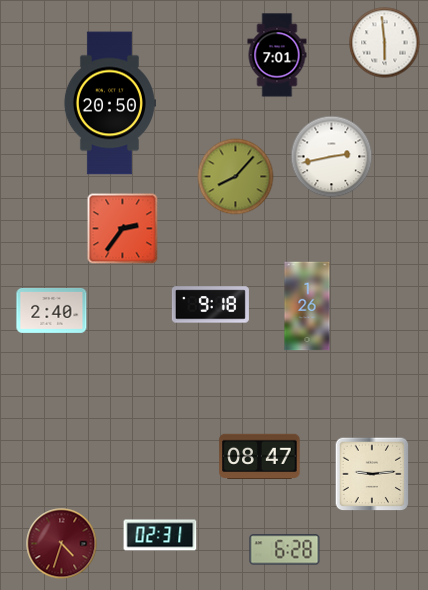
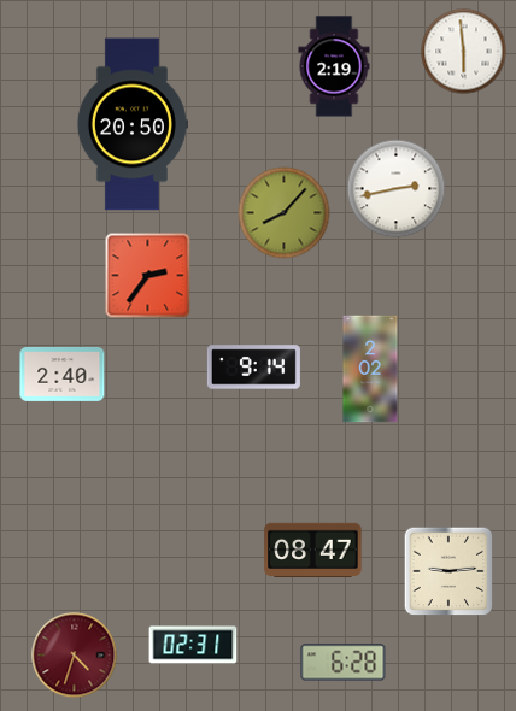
clock at (277, 55): 7:01 -> 2:19
clock at (332, 157) position: (332, 157) -> (397, 189)
clock at (210, 305): 9:18 -> 9:14
clock at (307, 306): 1:26 -> 2:02
